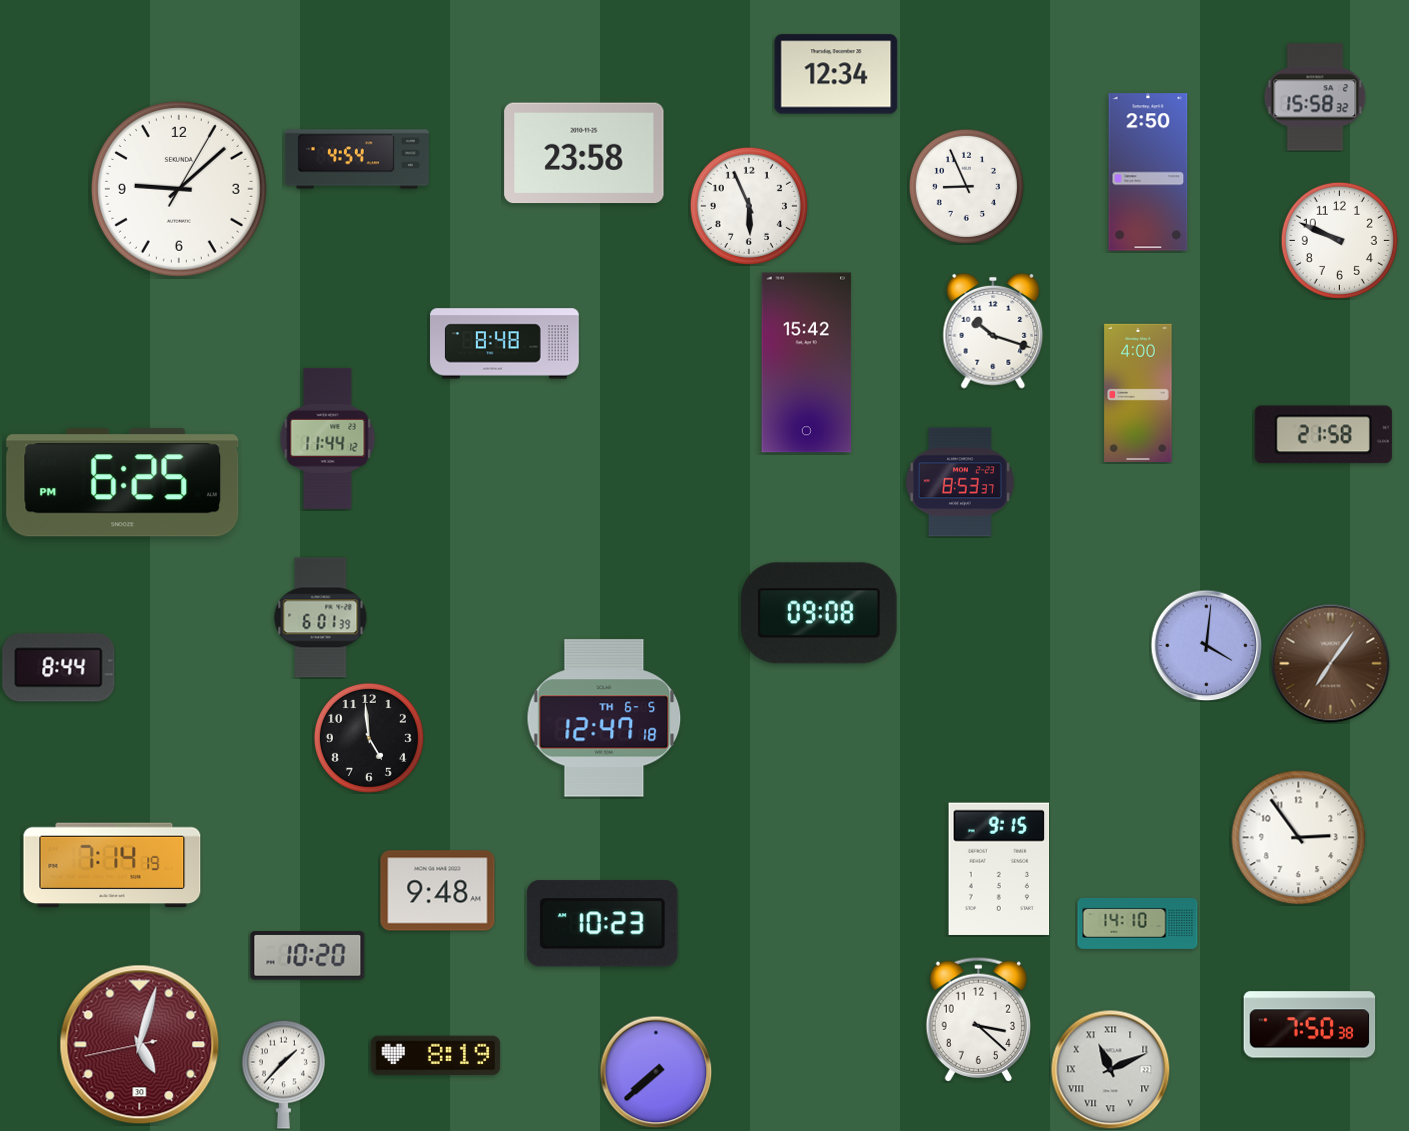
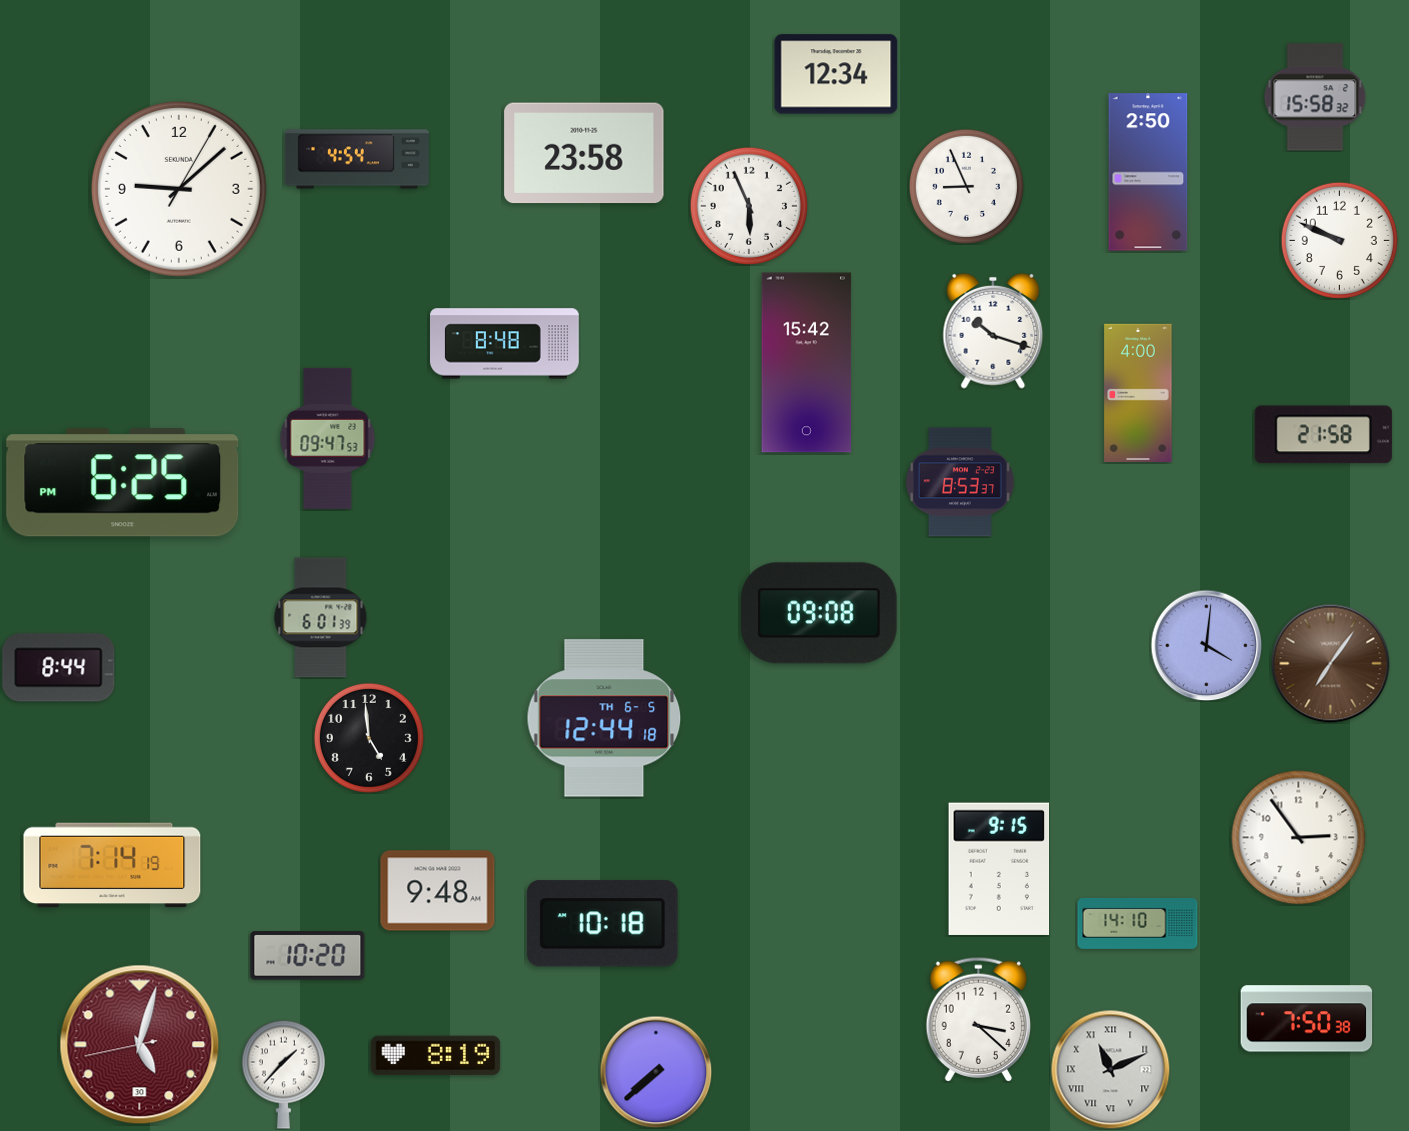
clock at (328, 438): 11:44 -> 09:47
clock at (604, 718): 12:47 -> 12:44
clock at (602, 924): 10:23 -> 10:18
clock at (1310, 1025) position: (1310, 1025) -> (1307, 1019)
